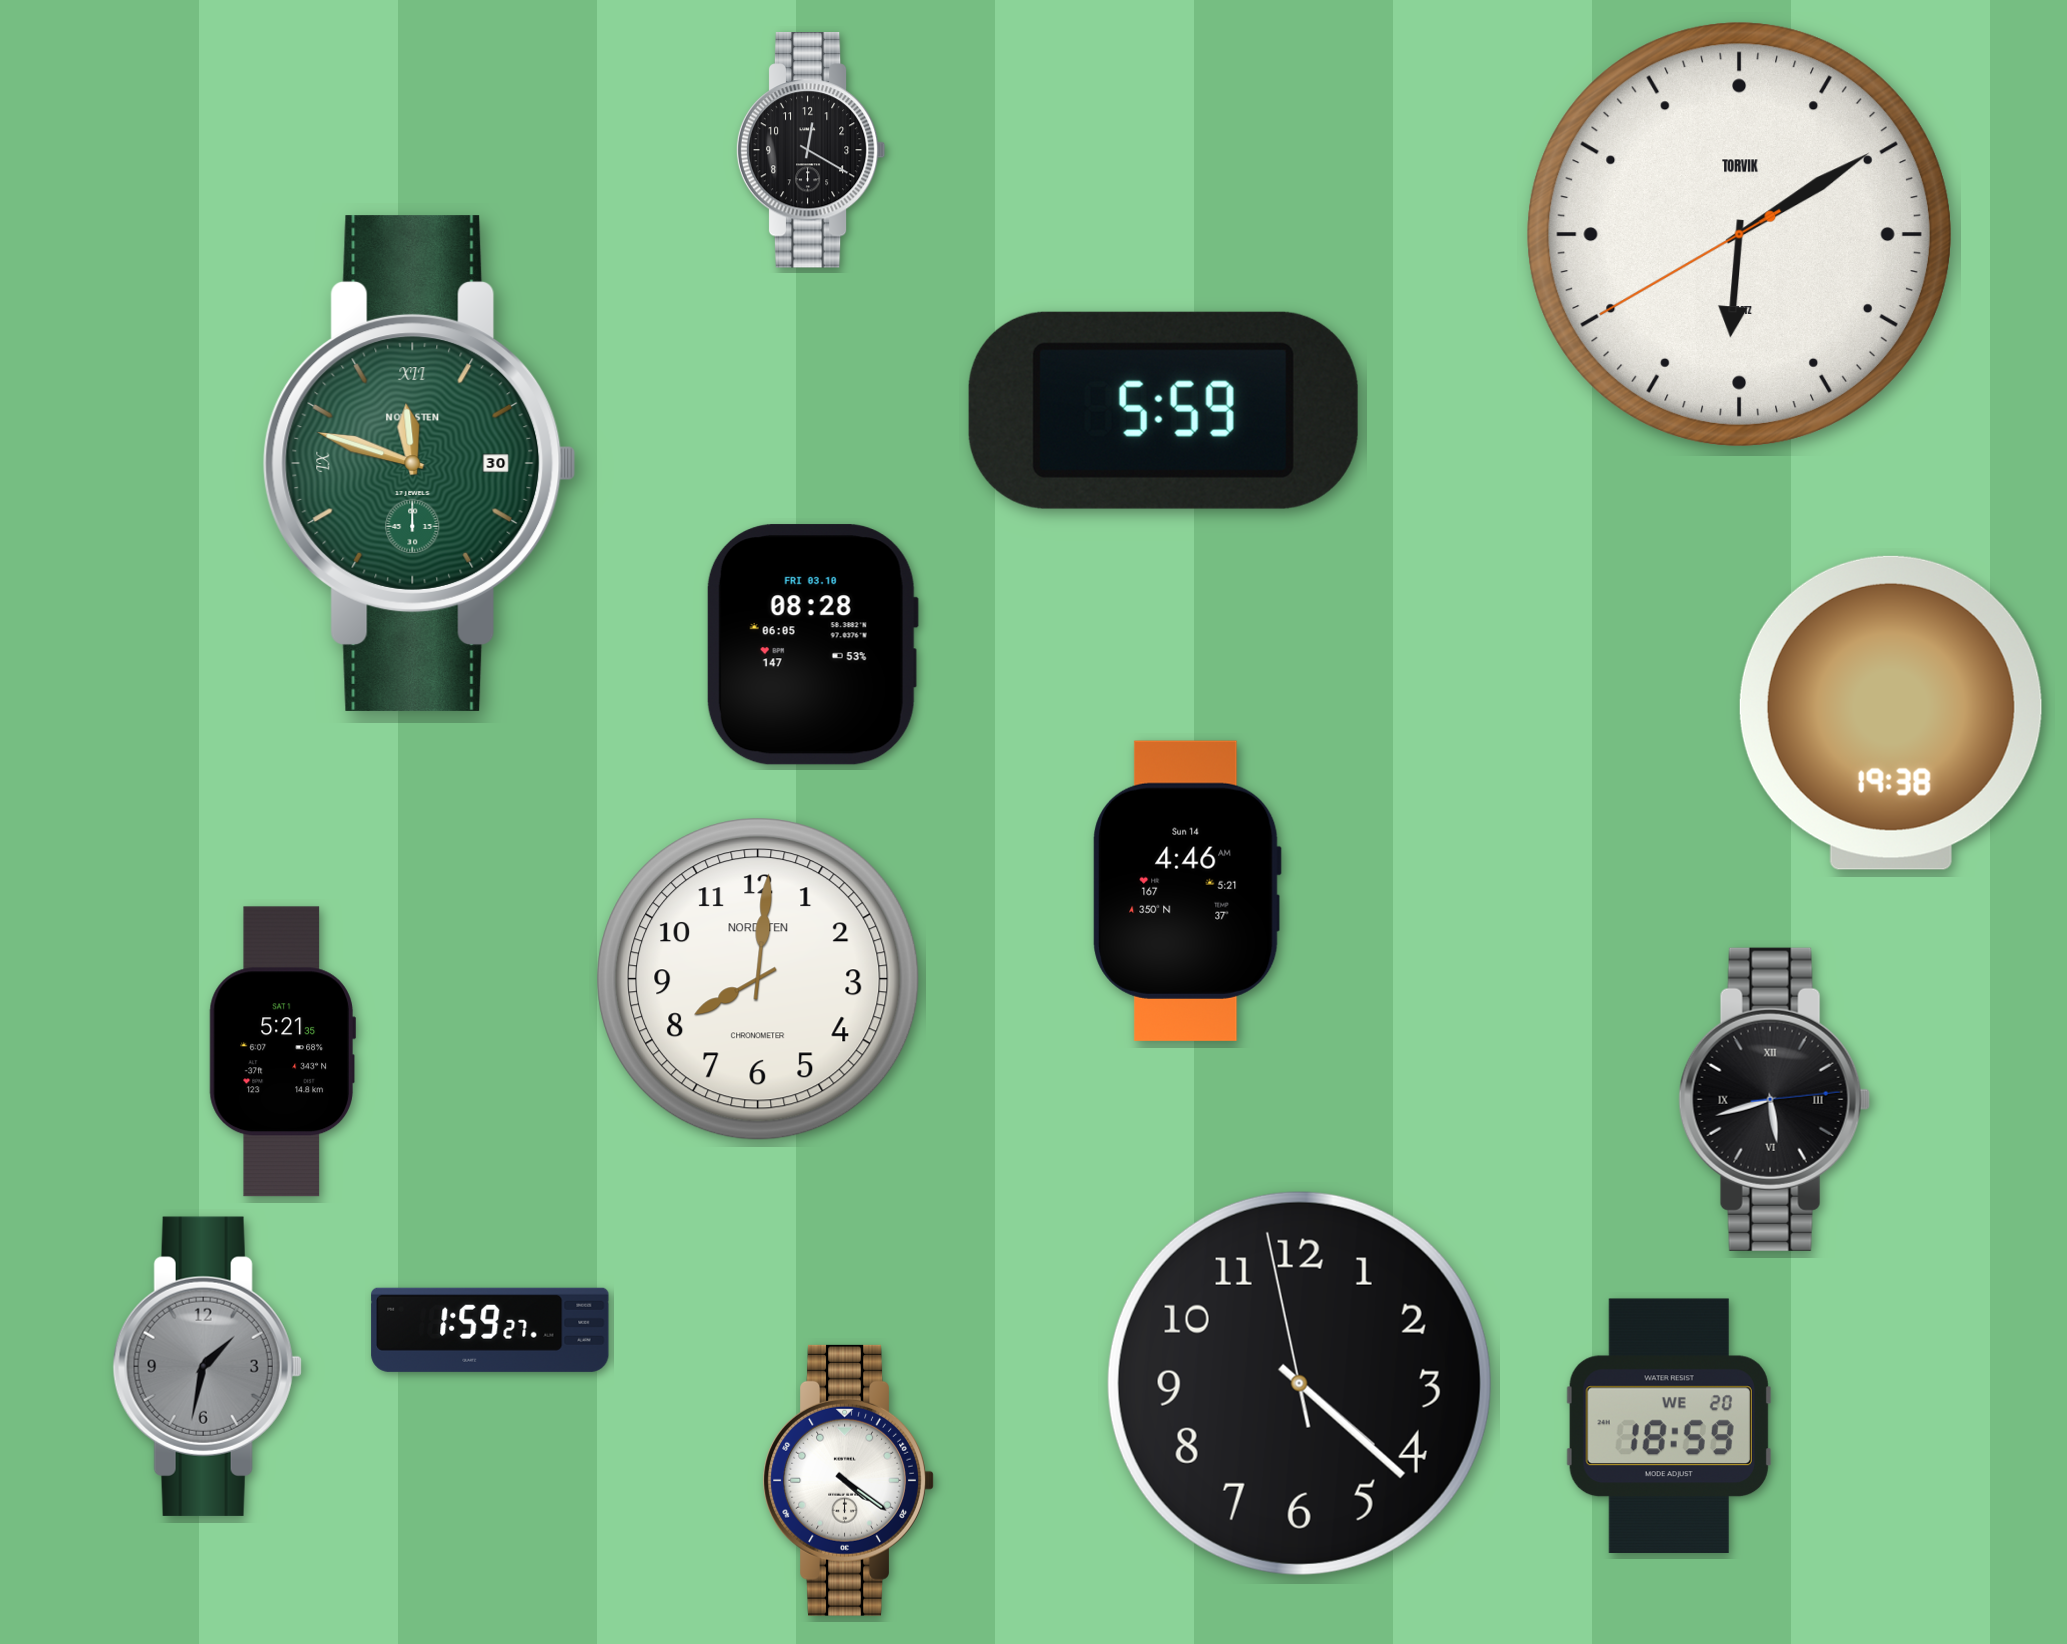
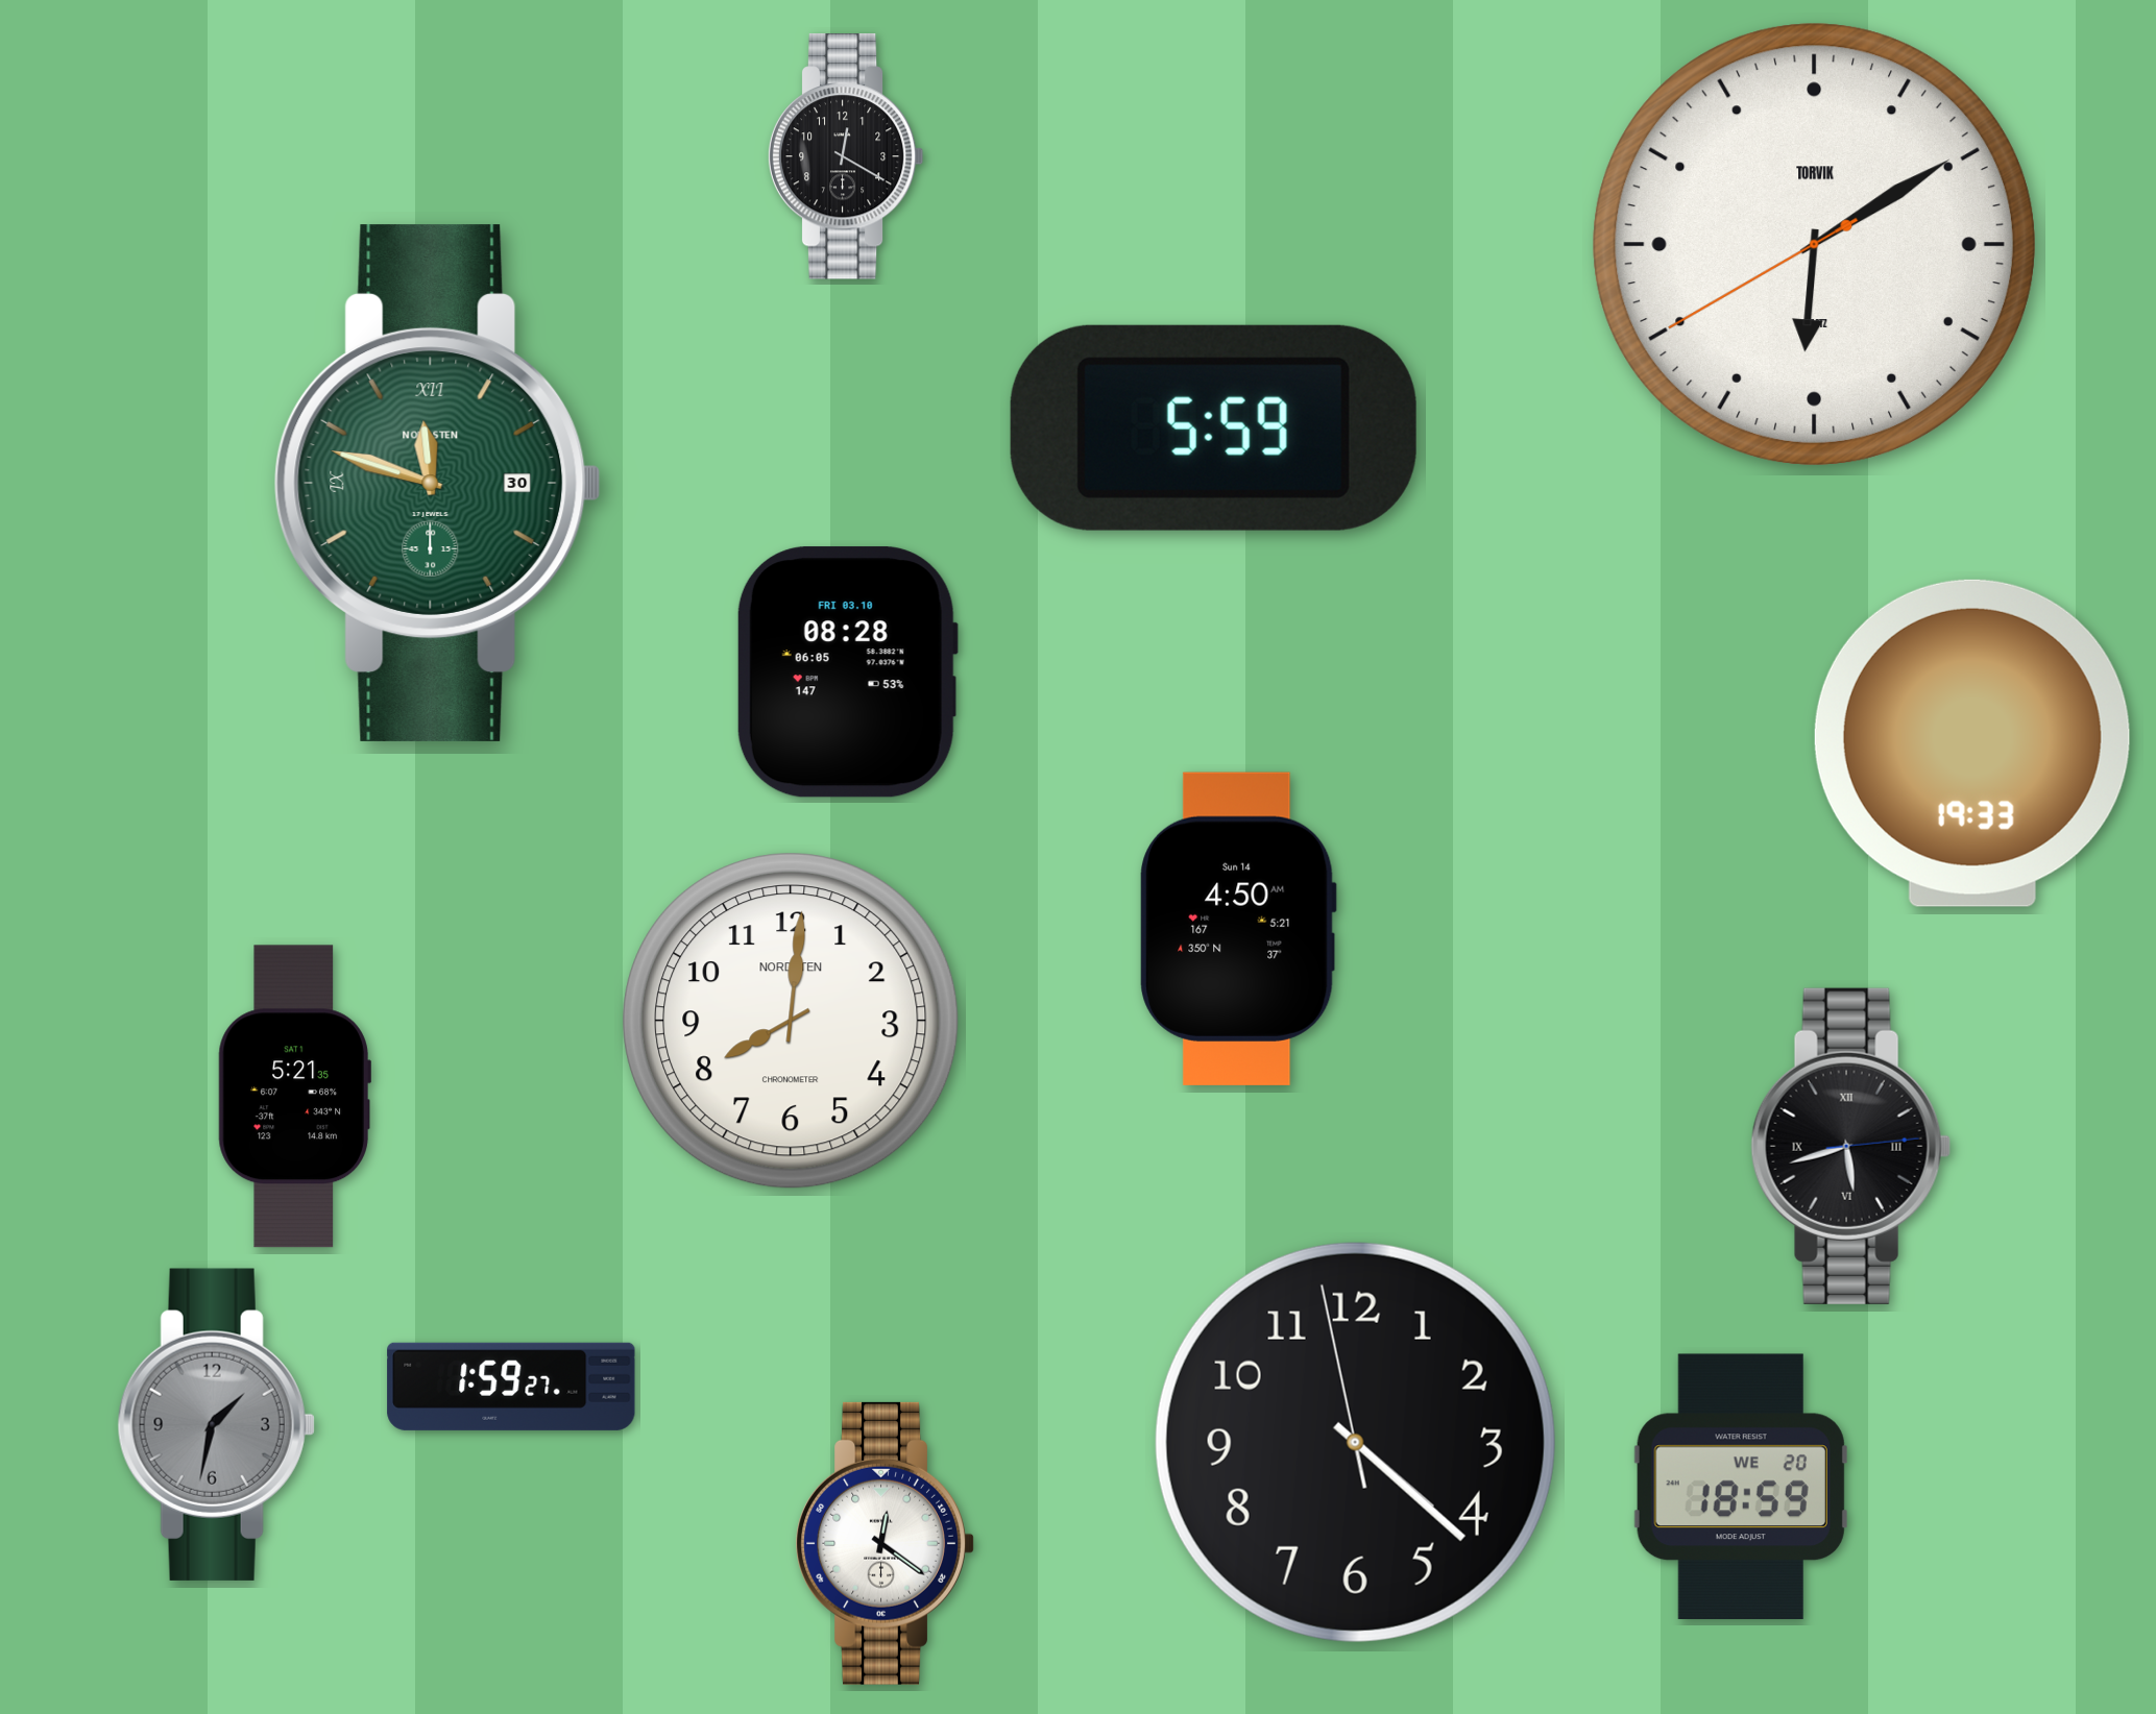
clock at (1891, 713): 19:38 -> 19:33
clock at (1187, 891): 4:46 -> 4:50
clock at (848, 1480): 4:21 -> 12:21
